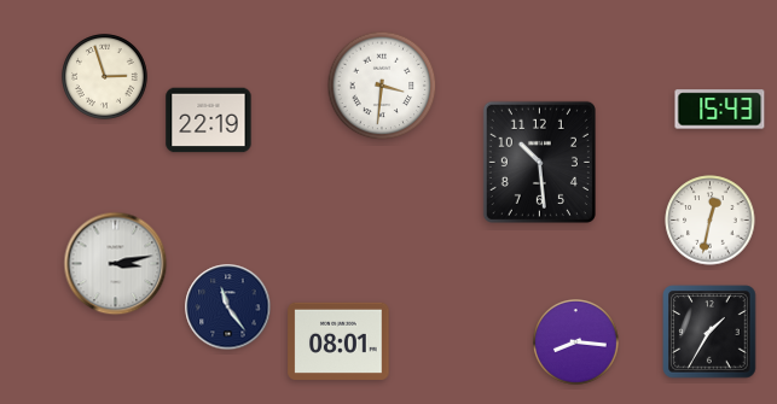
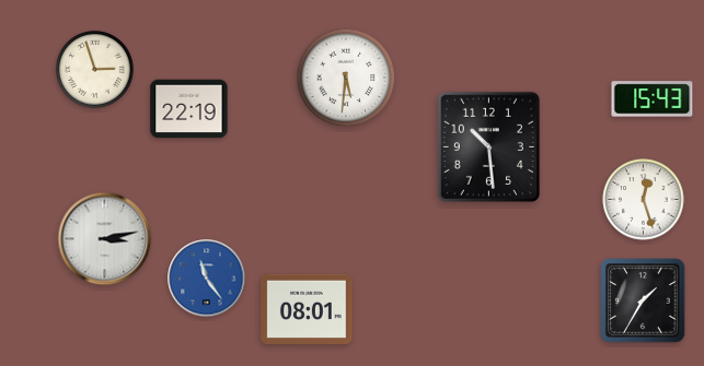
clock at (382, 86): 3:31 -> 5:31
clock at (711, 221): 12:32 -> 12:27
clock at (228, 308) dial: navy -> blue
clock at (576, 342): 8:16 -> none
